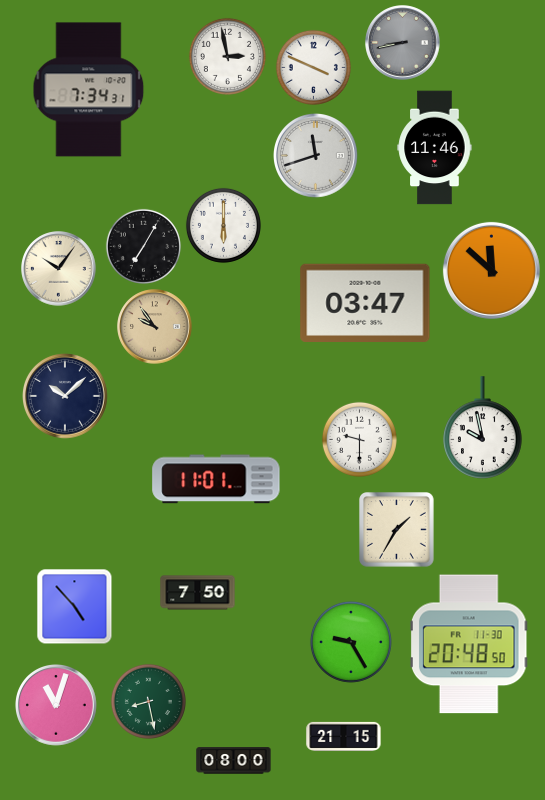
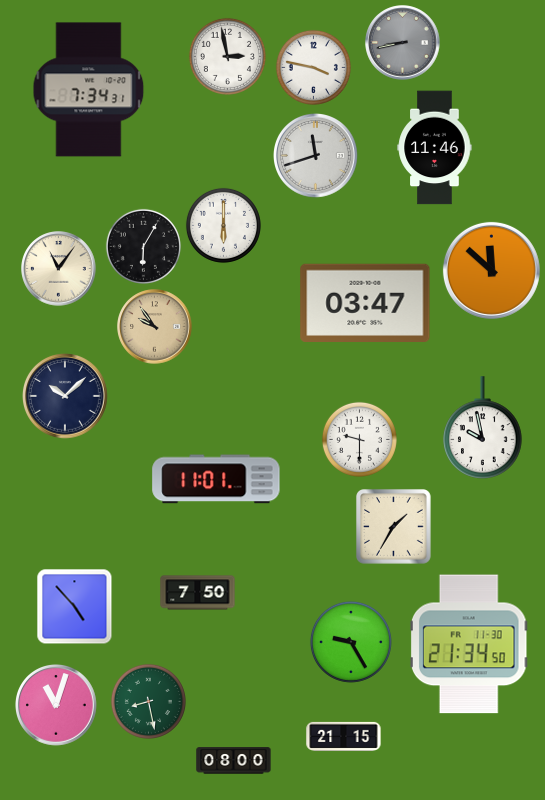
clock at (313, 67): 3:49 -> 3:47
clock at (143, 246): 7:05 -> 6:05
clock at (59, 269): 10:06 -> 11:06
clock at (397, 530) position: (397, 530) -> (394, 527)
clock at (469, 644): 20:48 -> 21:34
